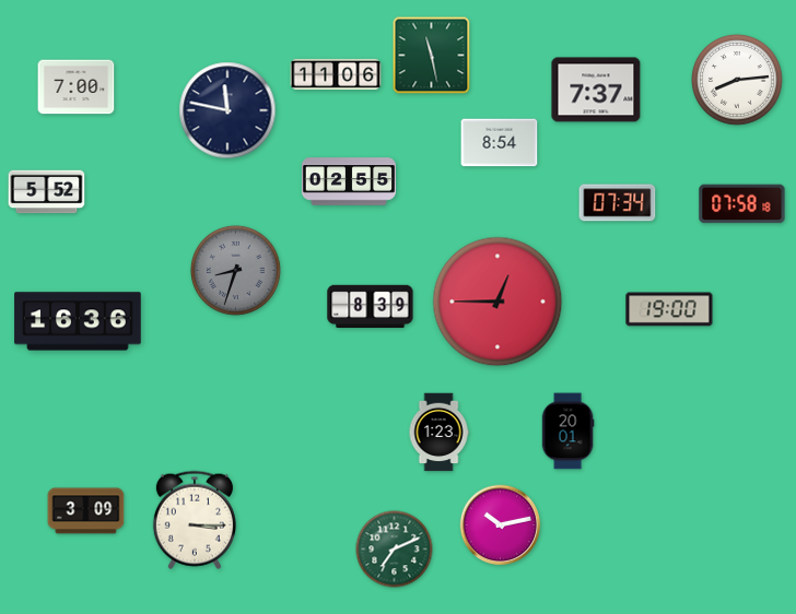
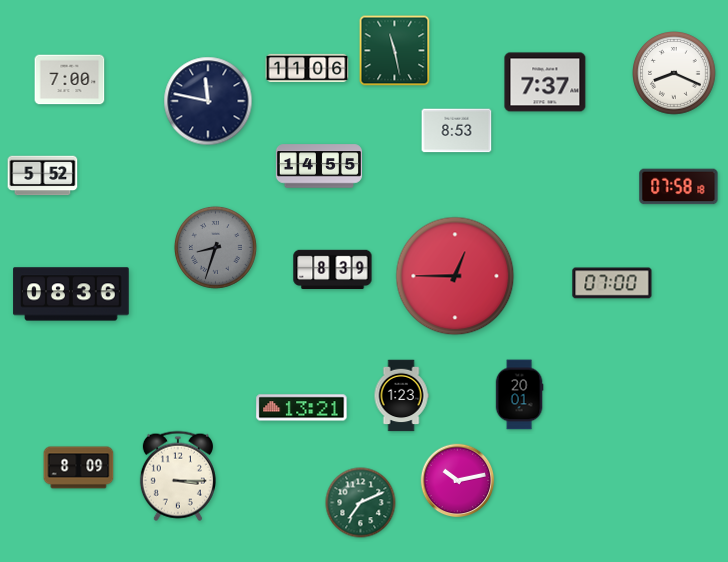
clock at (738, 81): 8:14 -> 8:19
clock at (500, 143): 8:54 -> 8:53
clock at (348, 181): 02:55 -> 14:55
clock at (618, 203): 07:34 -> none
clock at (371, 307) position: (371, 307) -> (333, 270)
clock at (669, 309): 19:00 -> 07:00
clock at (78, 321): 16:36 -> 08:36
clock at (302, 408): none -> 13:21
clock at (86, 511): 3:09 -> 8:09
